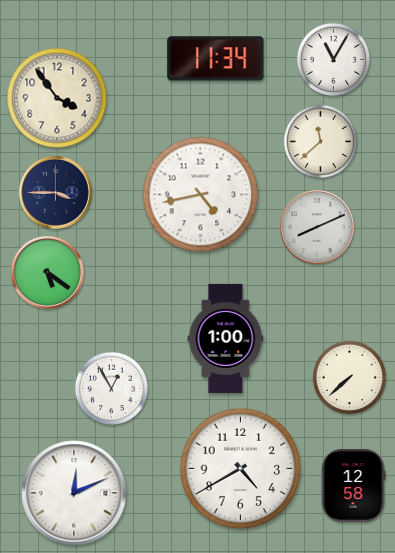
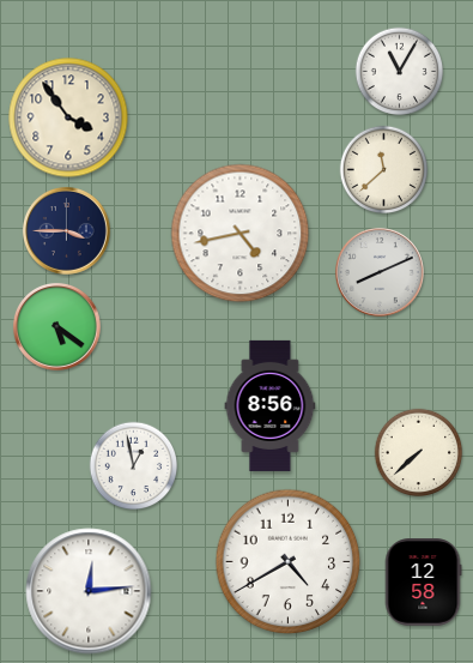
clock at (216, 59): 11:34 -> none
clock at (226, 338): 1:00 -> 8:56
clock at (112, 389): 12:55 -> 12:58
clock at (74, 493): 12:11 -> 12:14
